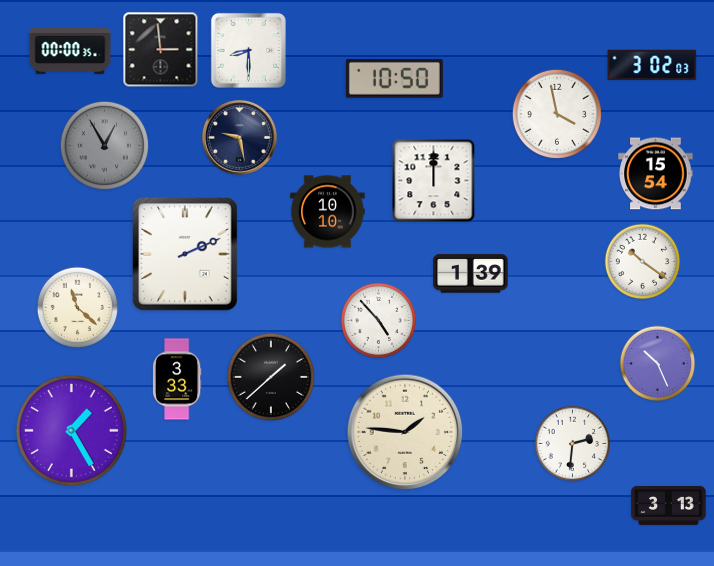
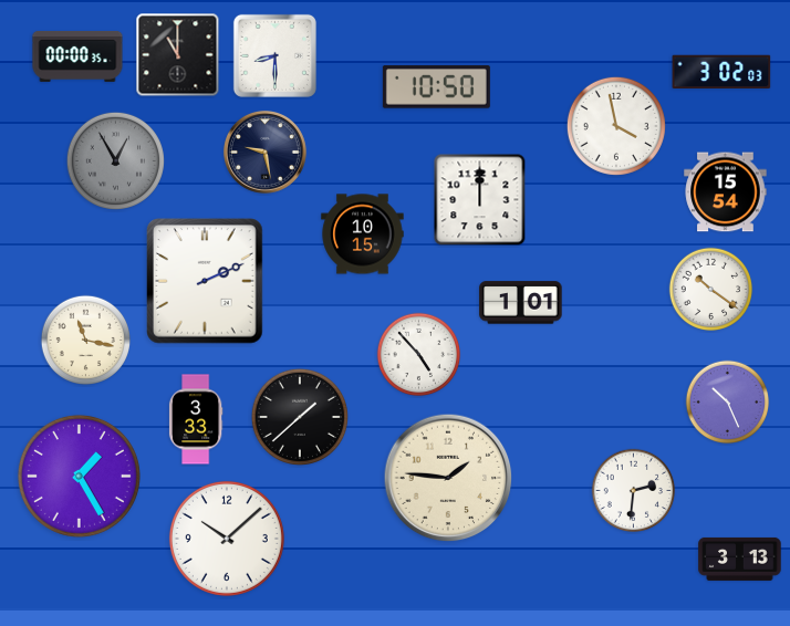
clock at (161, 50): 2:59 -> 11:00
clock at (328, 212): 10:10 -> 10:15
clock at (471, 274): 1:39 -> 1:01
clock at (77, 307): 11:22 -> 11:17
clock at (227, 539): none -> 10:08
